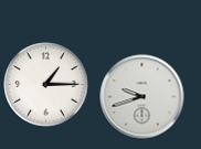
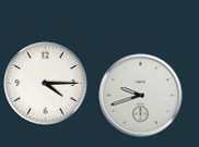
clock at (46, 85): 1:15 -> 4:15
